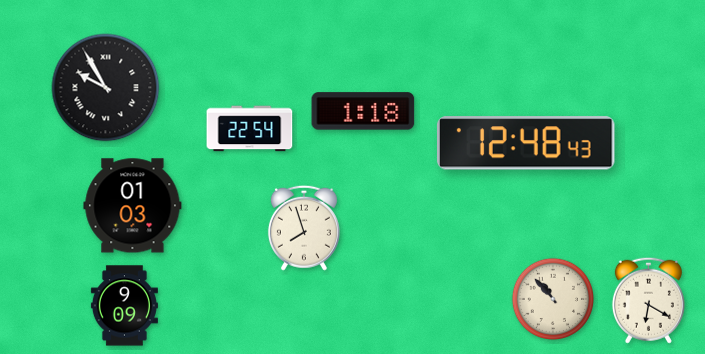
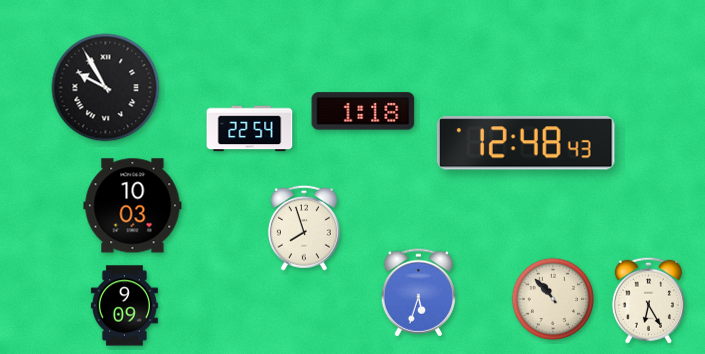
clock at (133, 206): 01:03 -> 10:03
clock at (418, 293): none -> 5:33
clock at (648, 300): 6:20 -> 6:25
